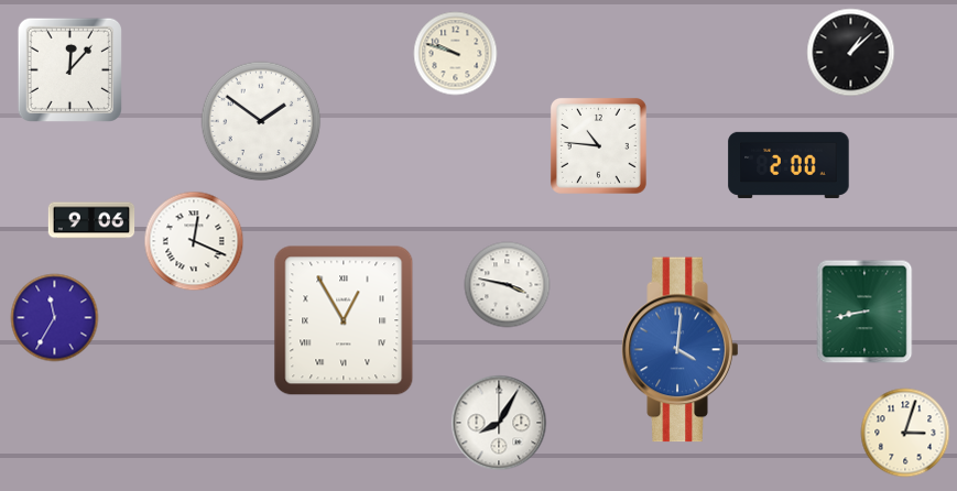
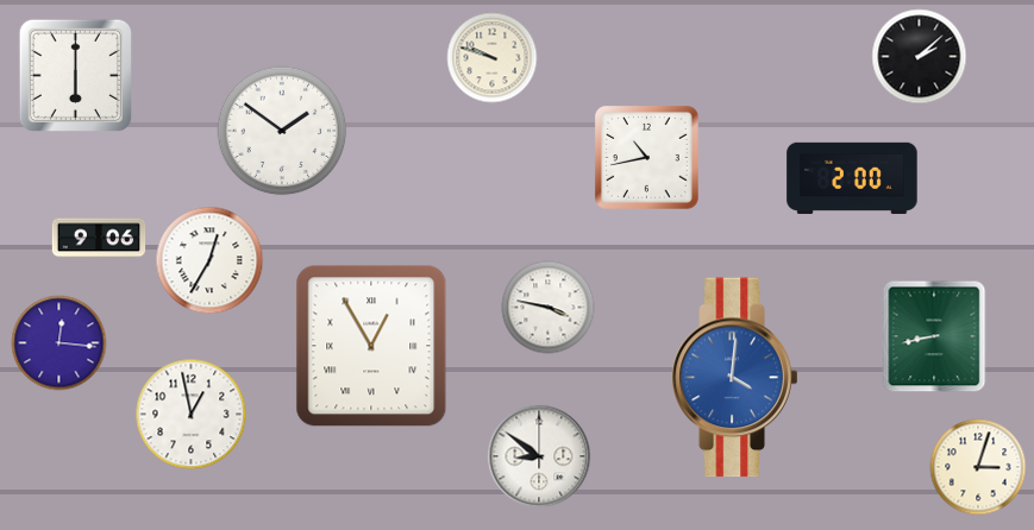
clock at (851, 53): 1:08 -> 2:08
clock at (69, 69): 12:07 -> 6:00
clock at (598, 145): 10:46 -> 10:43
clock at (194, 241): 12:19 -> 12:35
clock at (55, 318): 11:35 -> 12:16
clock at (192, 415): none -> 12:58
clock at (499, 423): 8:05 -> 8:51
